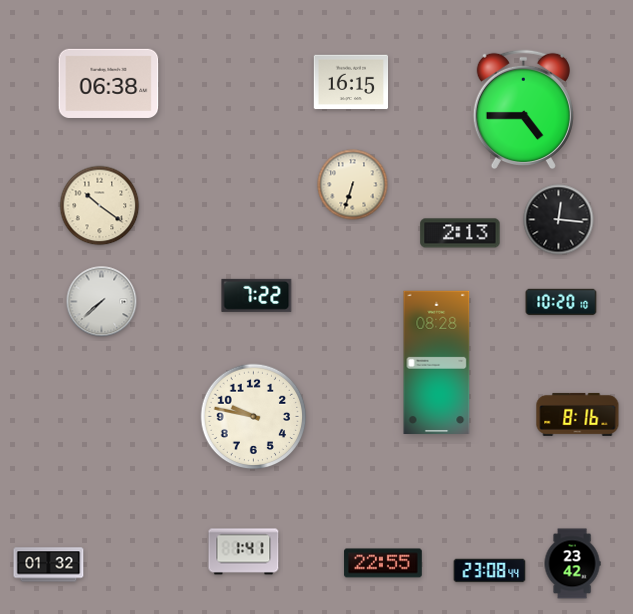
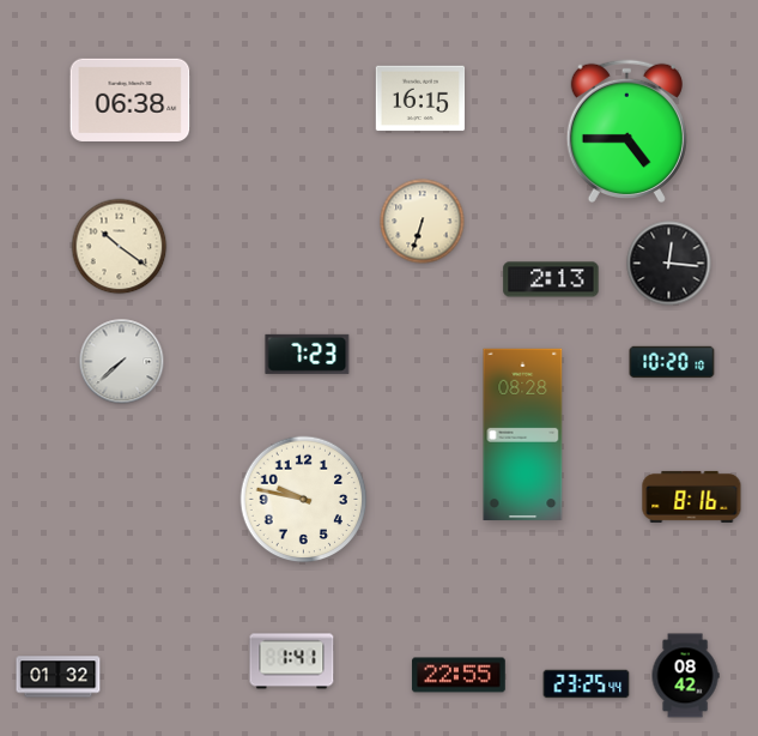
clock at (257, 295): 7:22 -> 7:23
clock at (572, 564): 23:42 -> 08:42
clock at (490, 571): 23:08 -> 23:25
